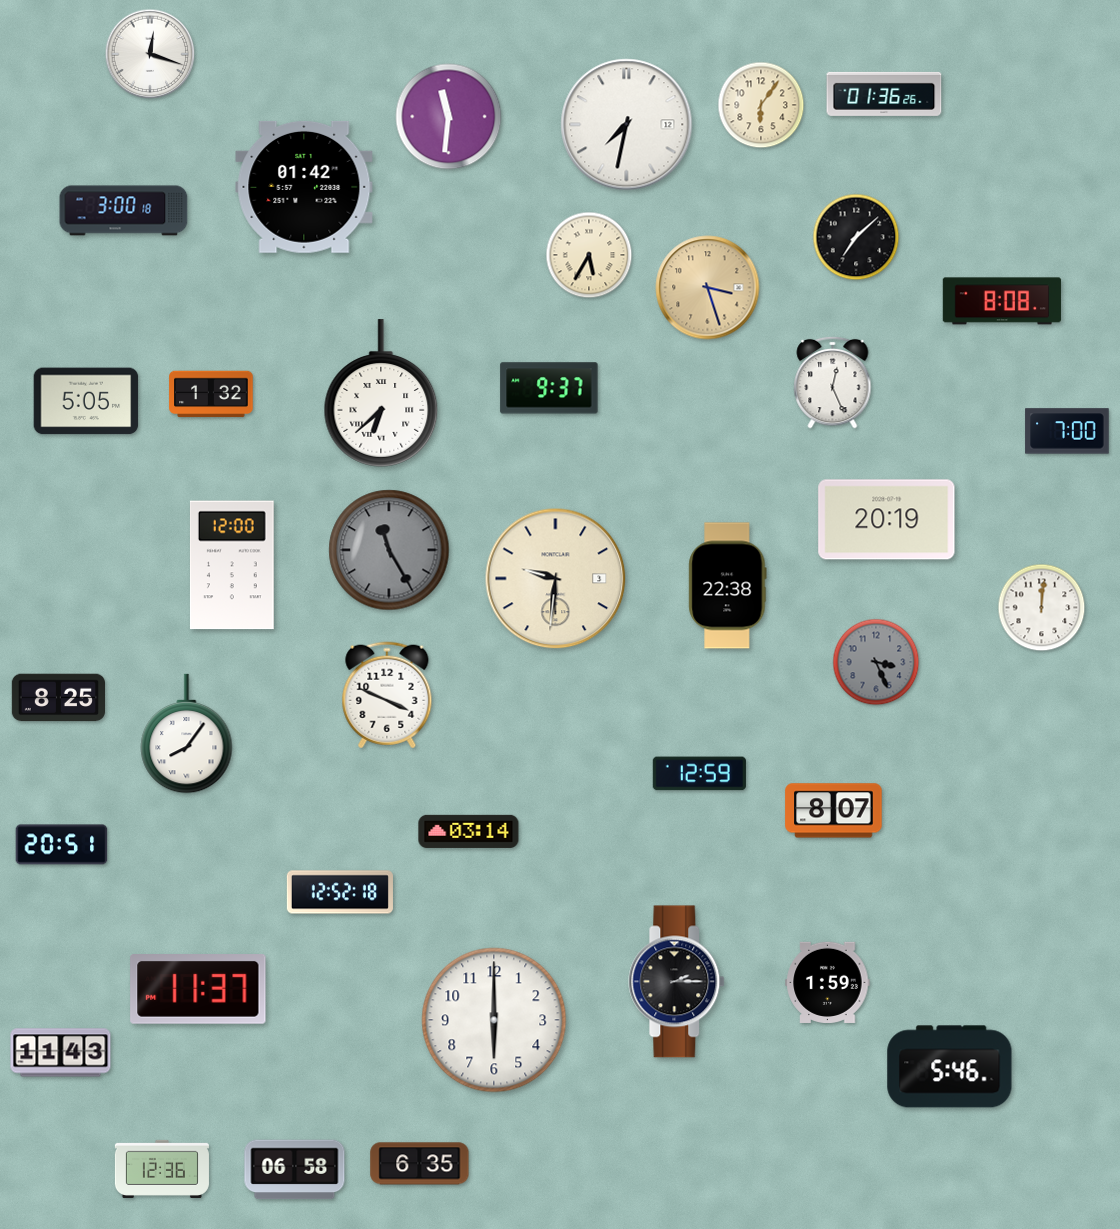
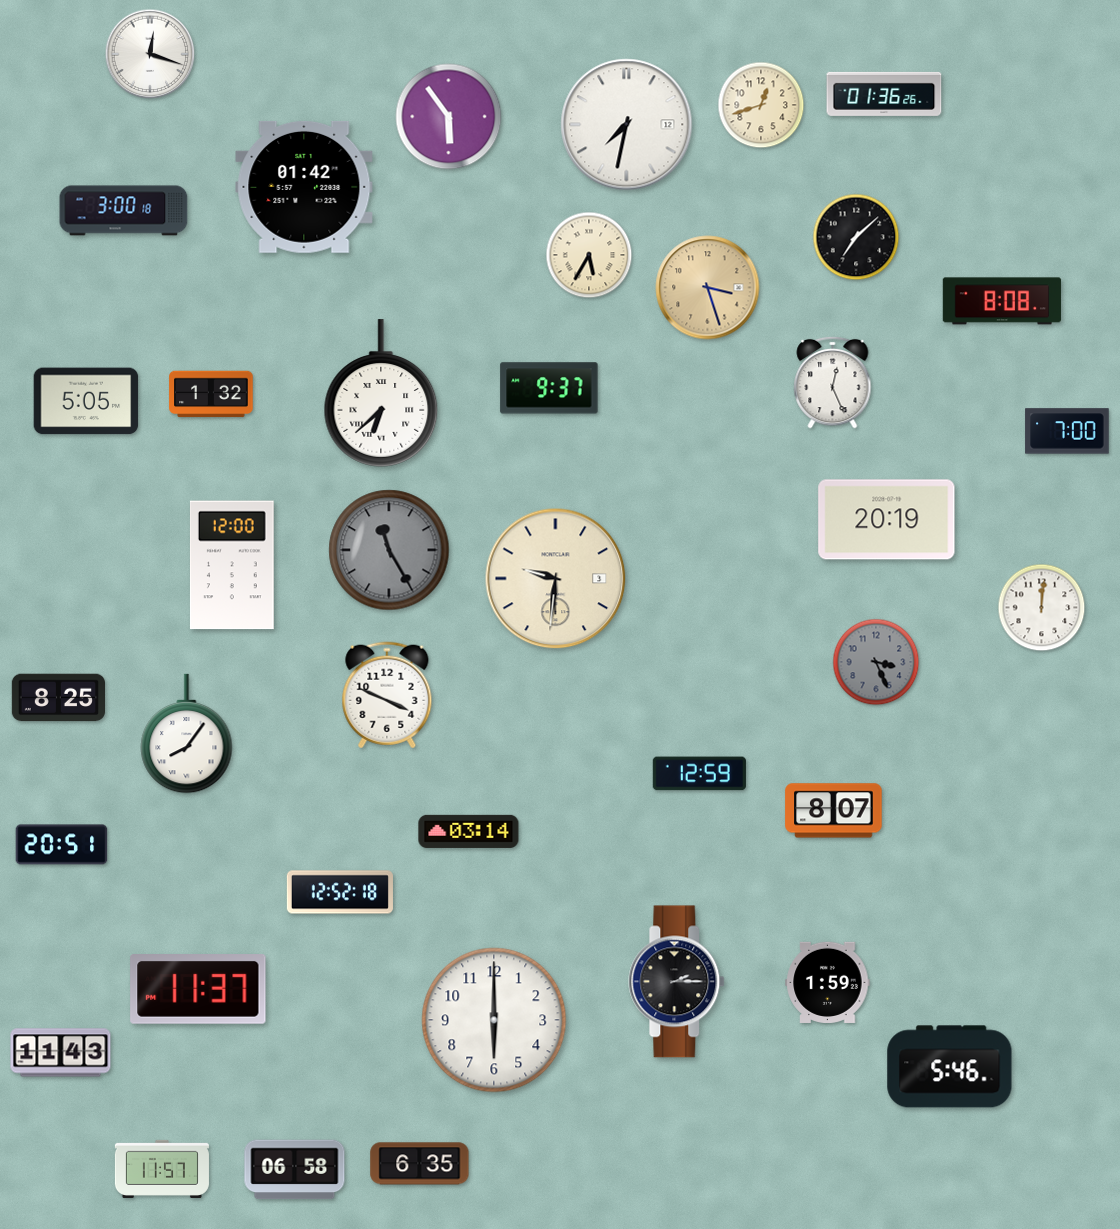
clock at (761, 105): 6:06 -> 12:42
clock at (449, 117): 11:31 -> 5:54
clock at (728, 586): 22:38 -> none
clock at (162, 1169): 12:36 -> 11:57
